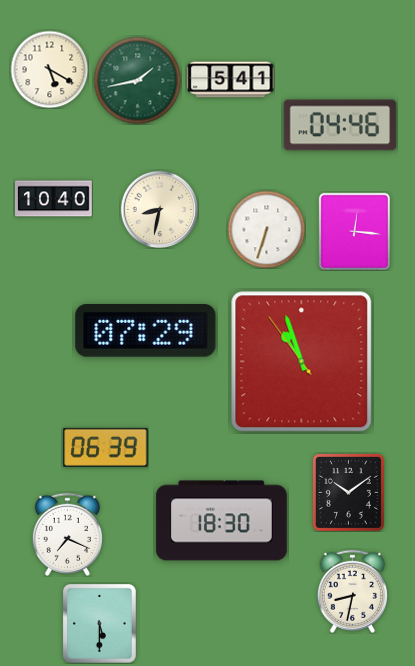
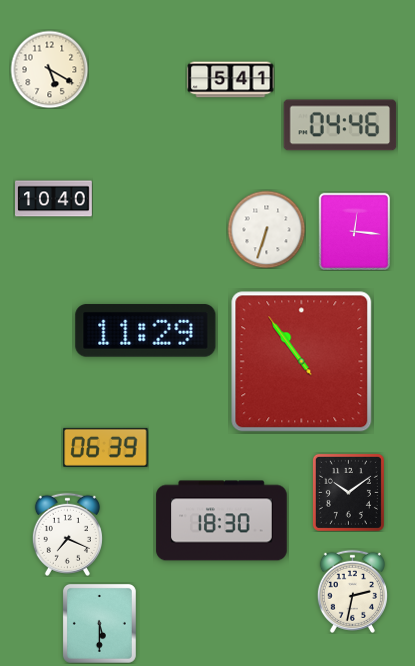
clock at (137, 80): 1:43 -> none
clock at (159, 209): 8:32 -> none
clock at (146, 331): 07:29 -> 11:29
clock at (302, 362): 10:56 -> 10:53
clock at (352, 591): 8:32 -> 2:32
